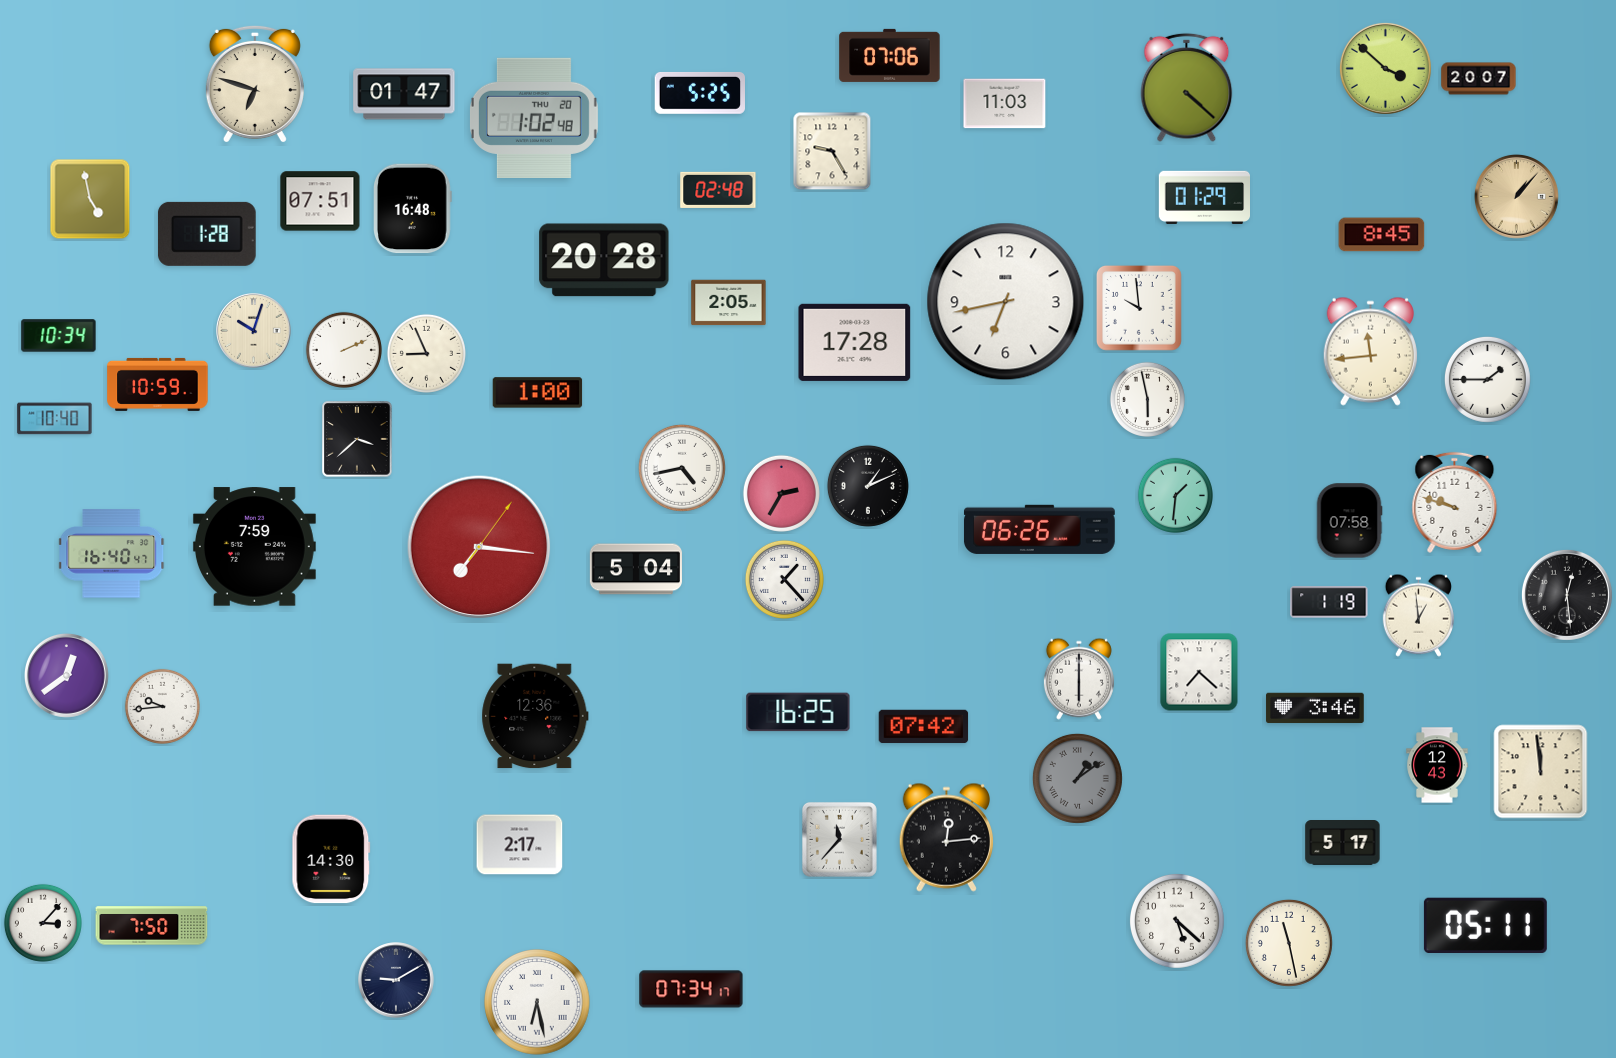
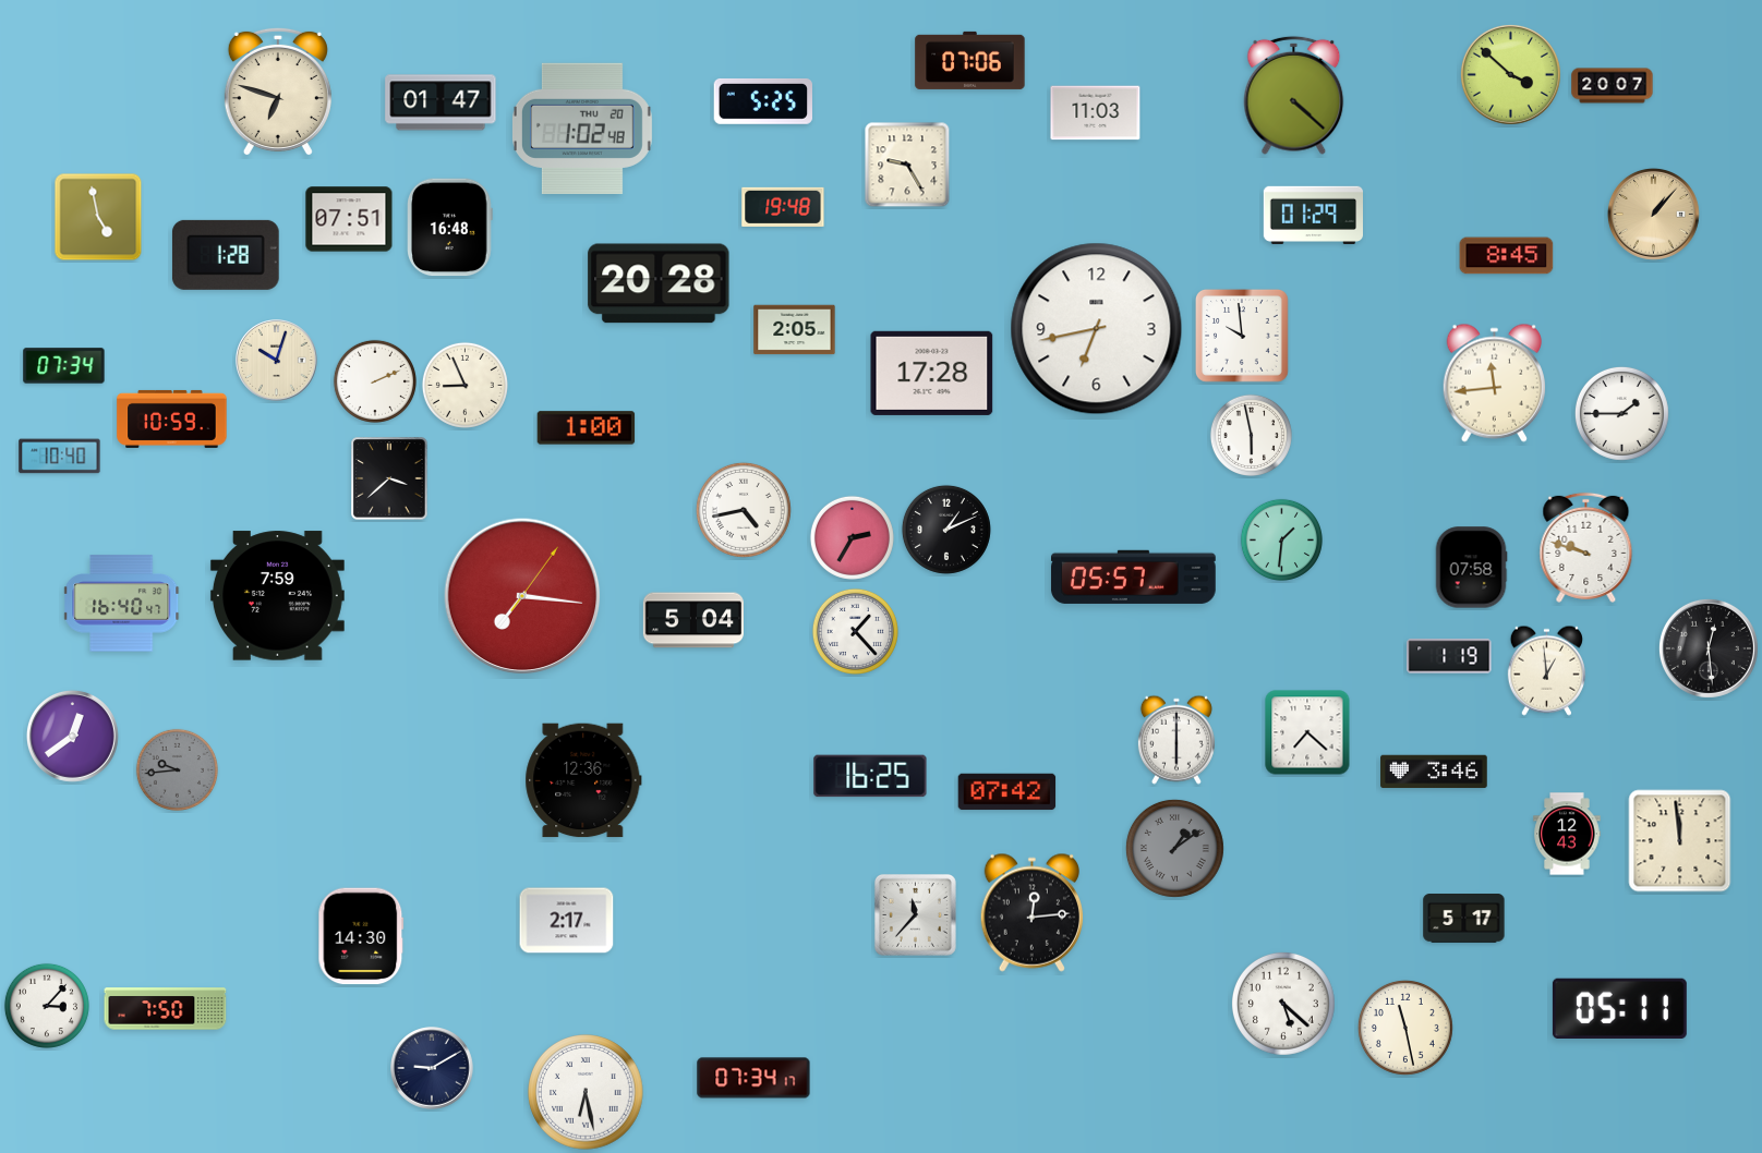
clock at (718, 190): 02:48 -> 19:48
clock at (59, 336): 10:34 -> 07:34
clock at (1039, 529): 06:26 -> 05:57
clock at (162, 706) dial: white -> grey
